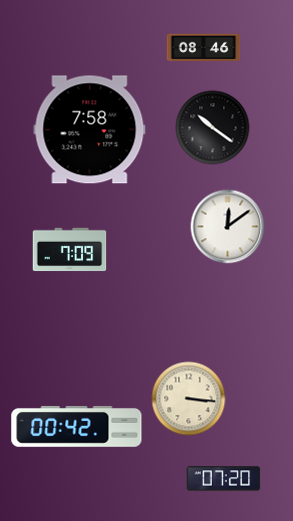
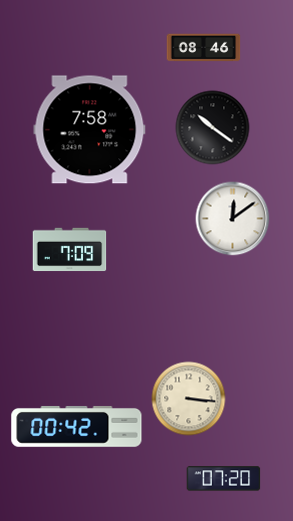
clock at (228, 227) position: (228, 227) -> (233, 219)
